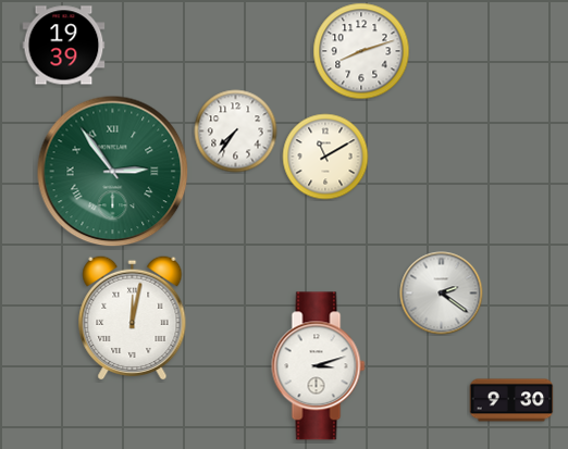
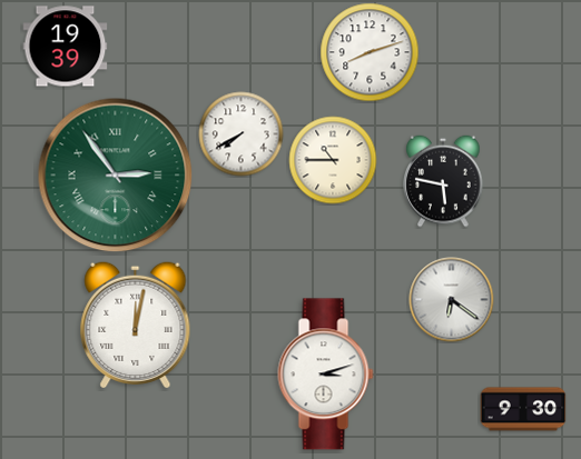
clock at (236, 132): 7:36 -> 7:40
clock at (325, 157): 11:10 -> 10:45
clock at (443, 181): none -> 5:47
clock at (442, 294): 2:21 -> 6:21
